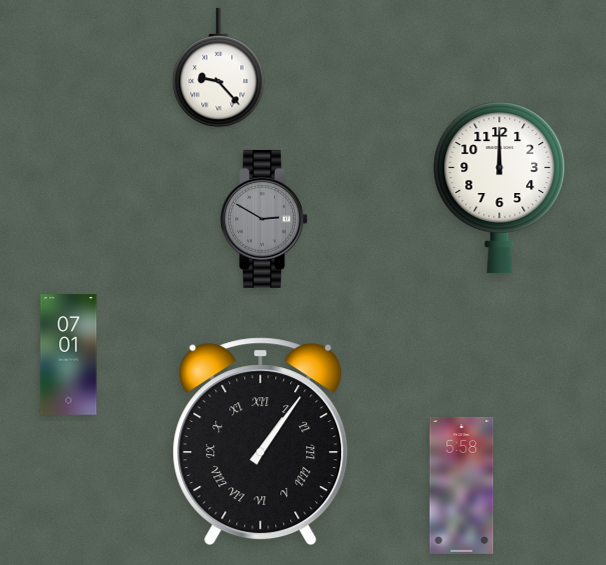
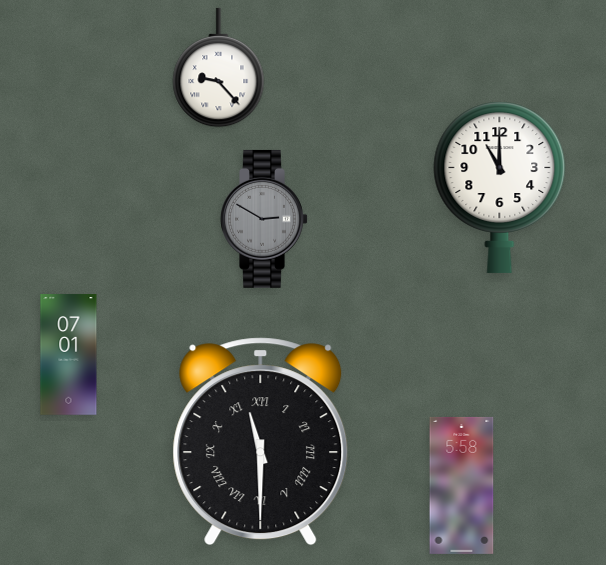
clock at (500, 187): 12:00 -> 11:00
clock at (261, 442): 1:06 -> 11:30
